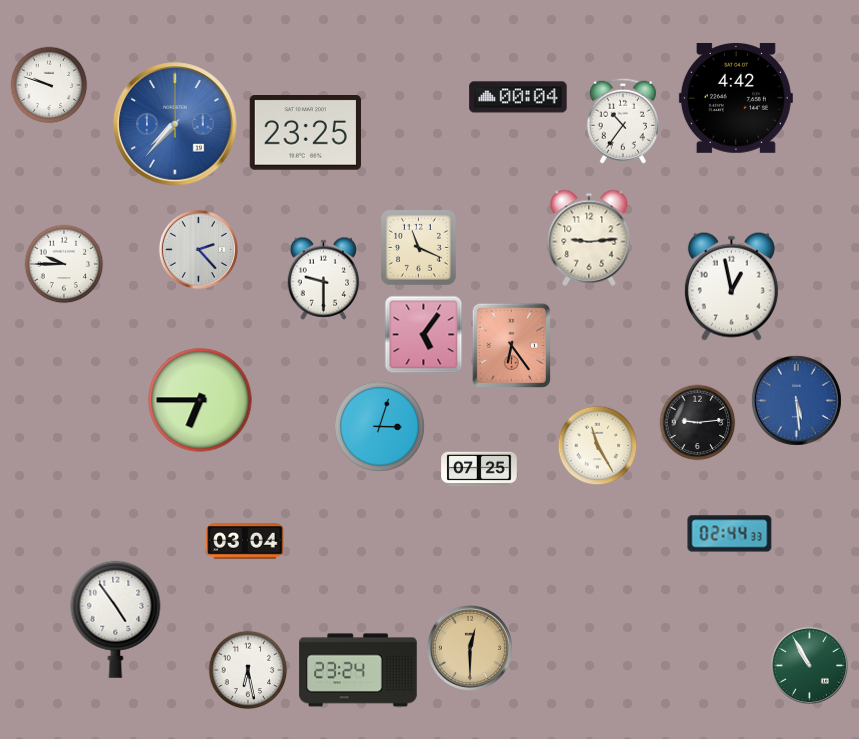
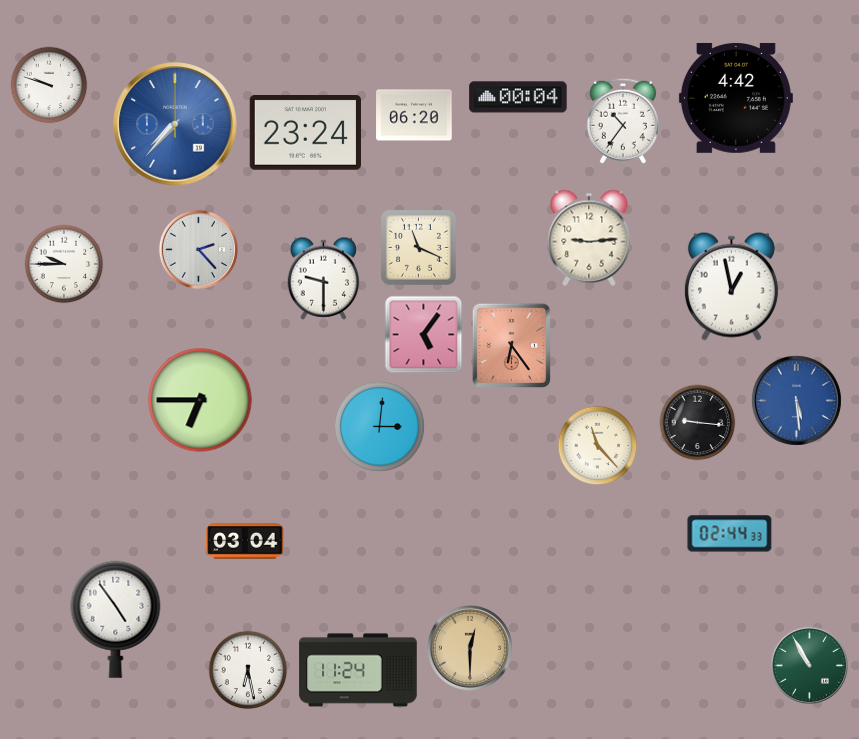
clock at (414, 115): none -> 06:20
clock at (305, 133): 23:25 -> 23:24
clock at (698, 423): 9:14 -> 9:16
clock at (379, 426): 3:03 -> 3:01
clock at (598, 446): 11:25 -> 11:23
clock at (479, 469): 07:25 -> none
clock at (358, 670): 23:24 -> 11:24
